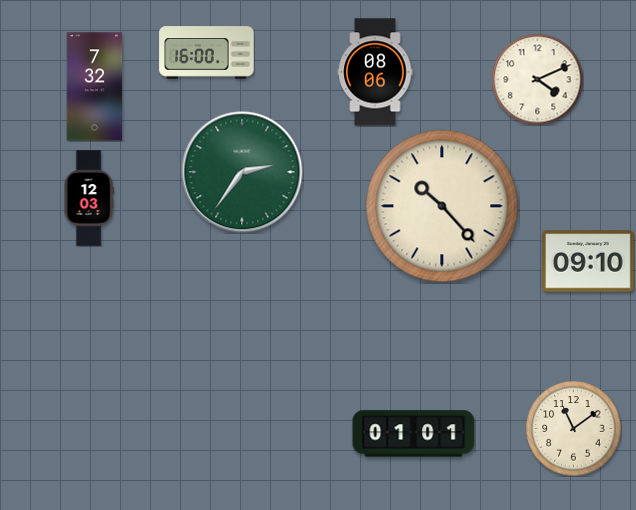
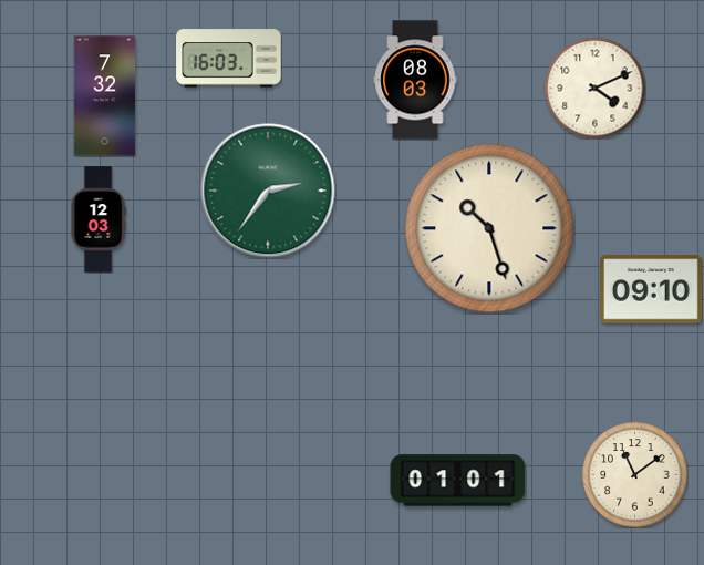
clock at (207, 53): 16:00 -> 16:03
clock at (375, 72): 08:06 -> 08:03
clock at (442, 206): 10:23 -> 10:27
